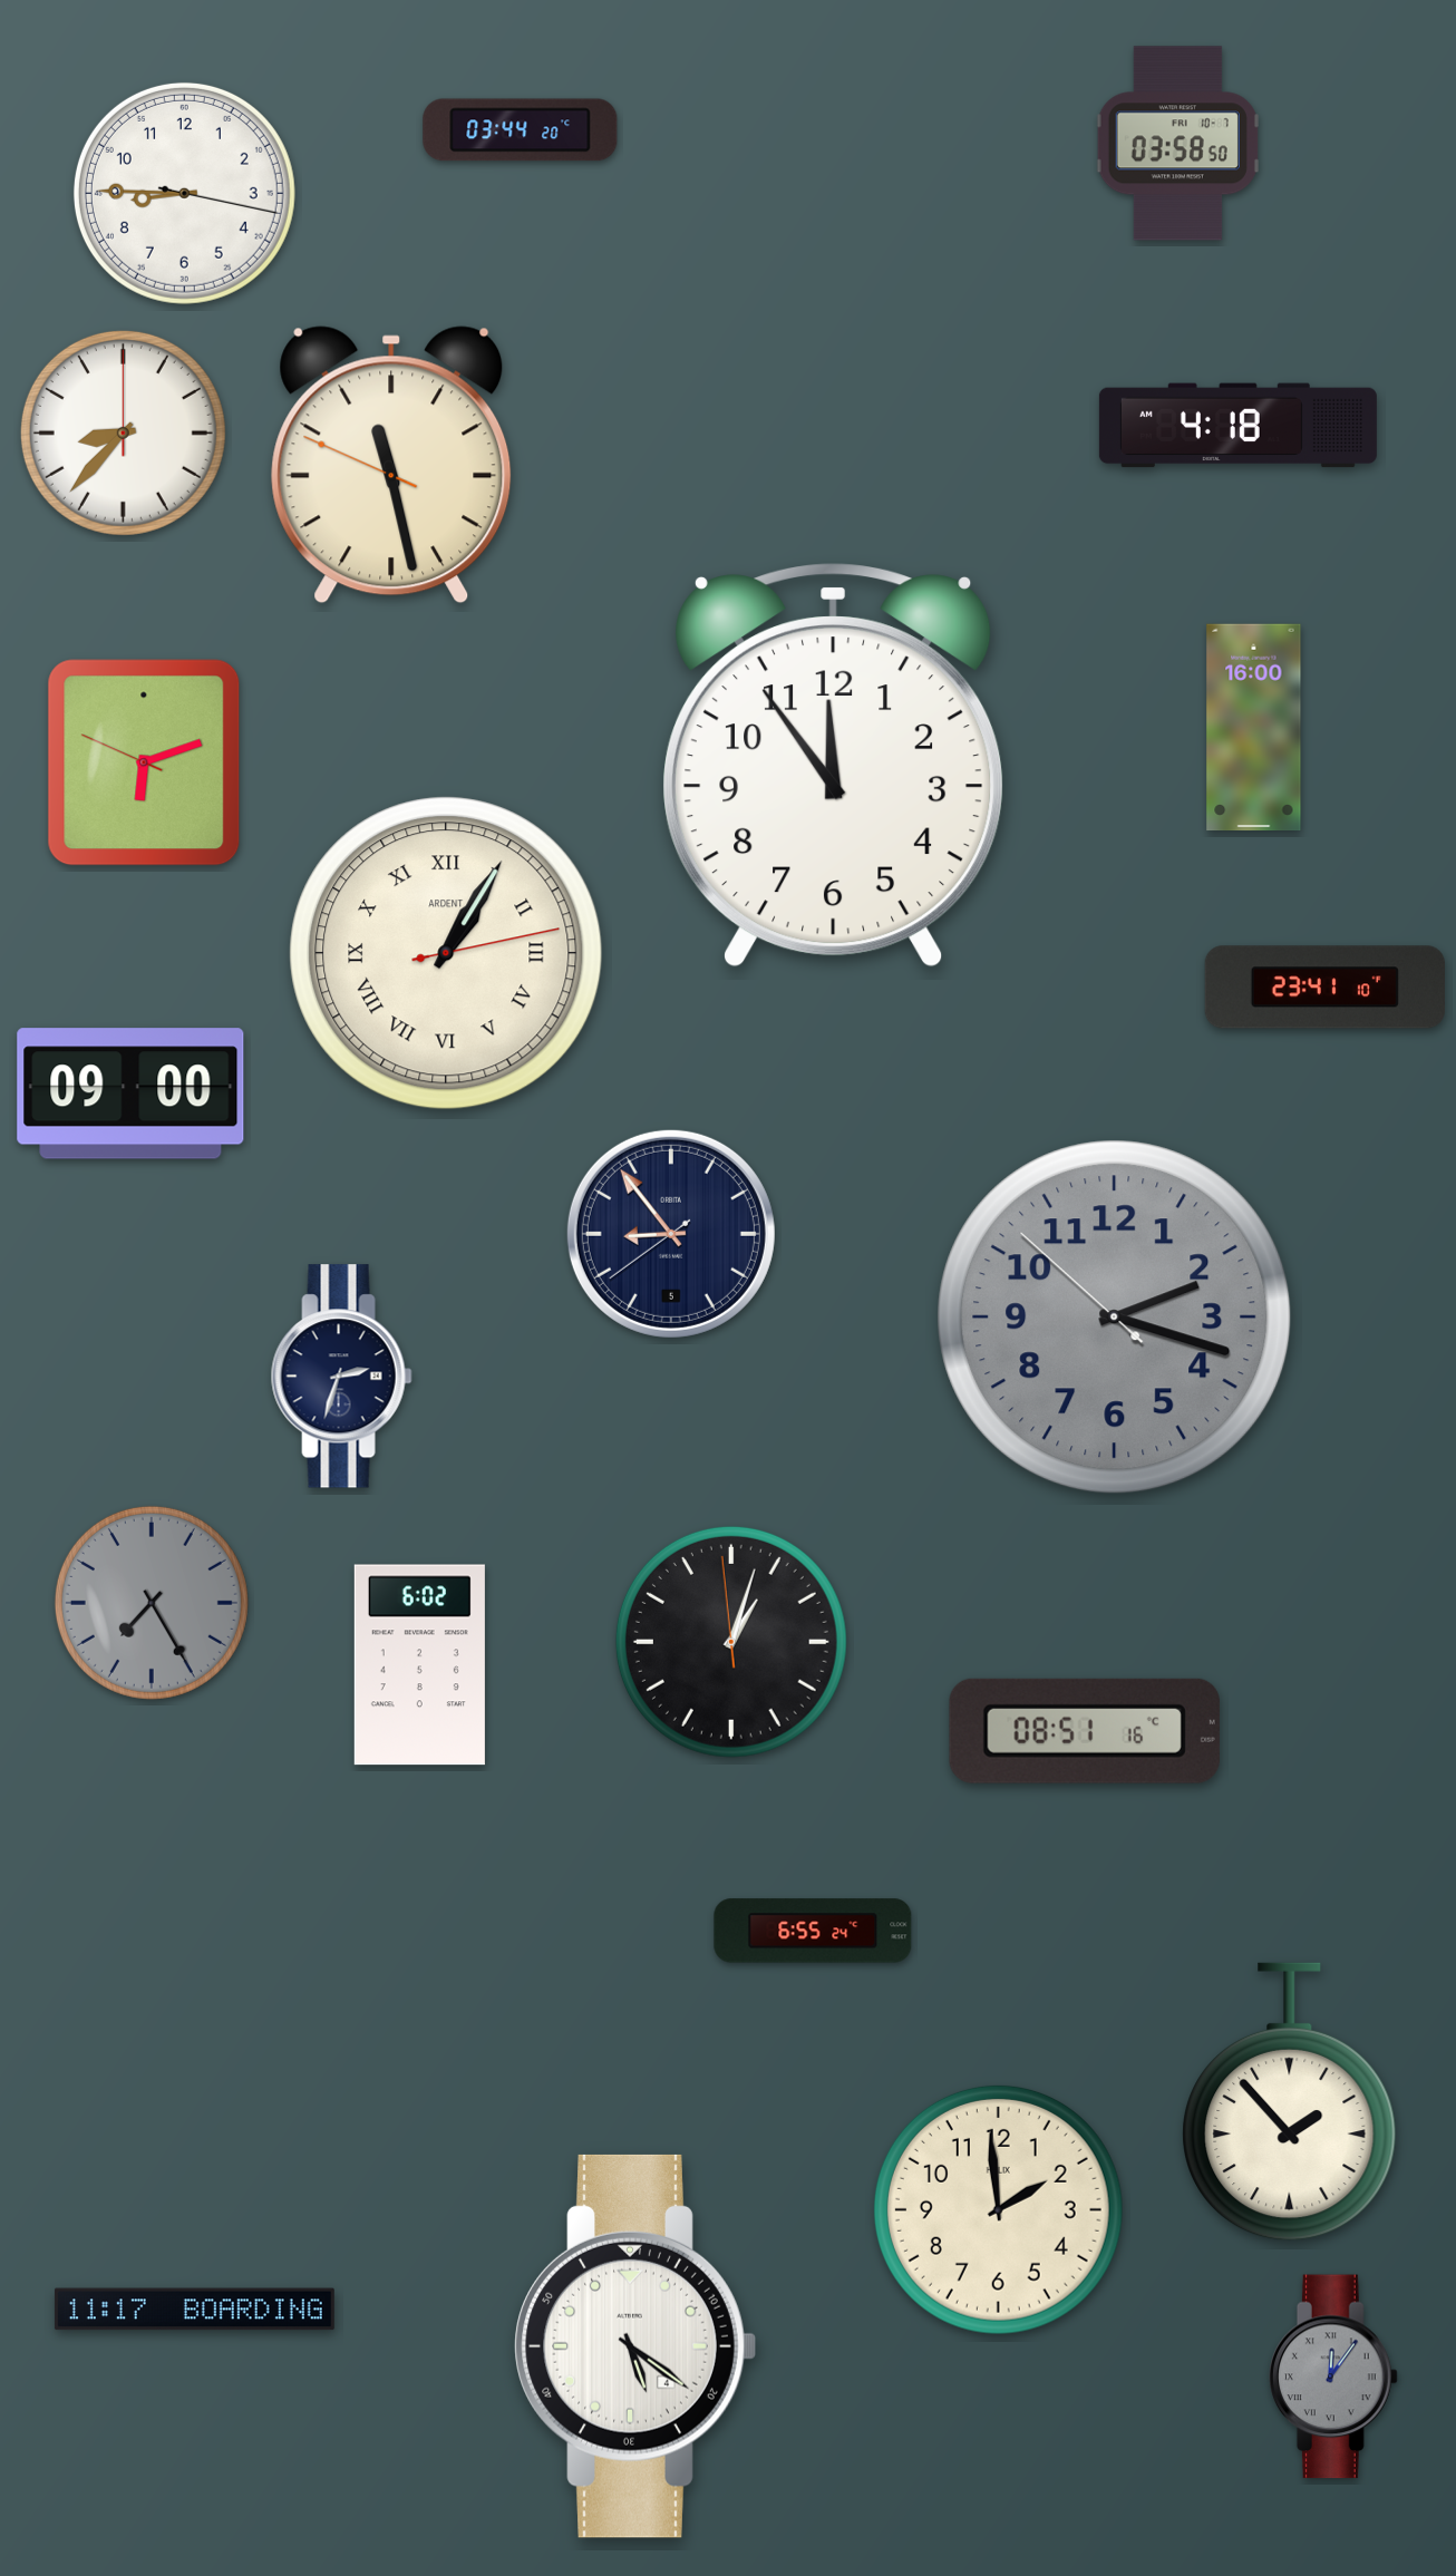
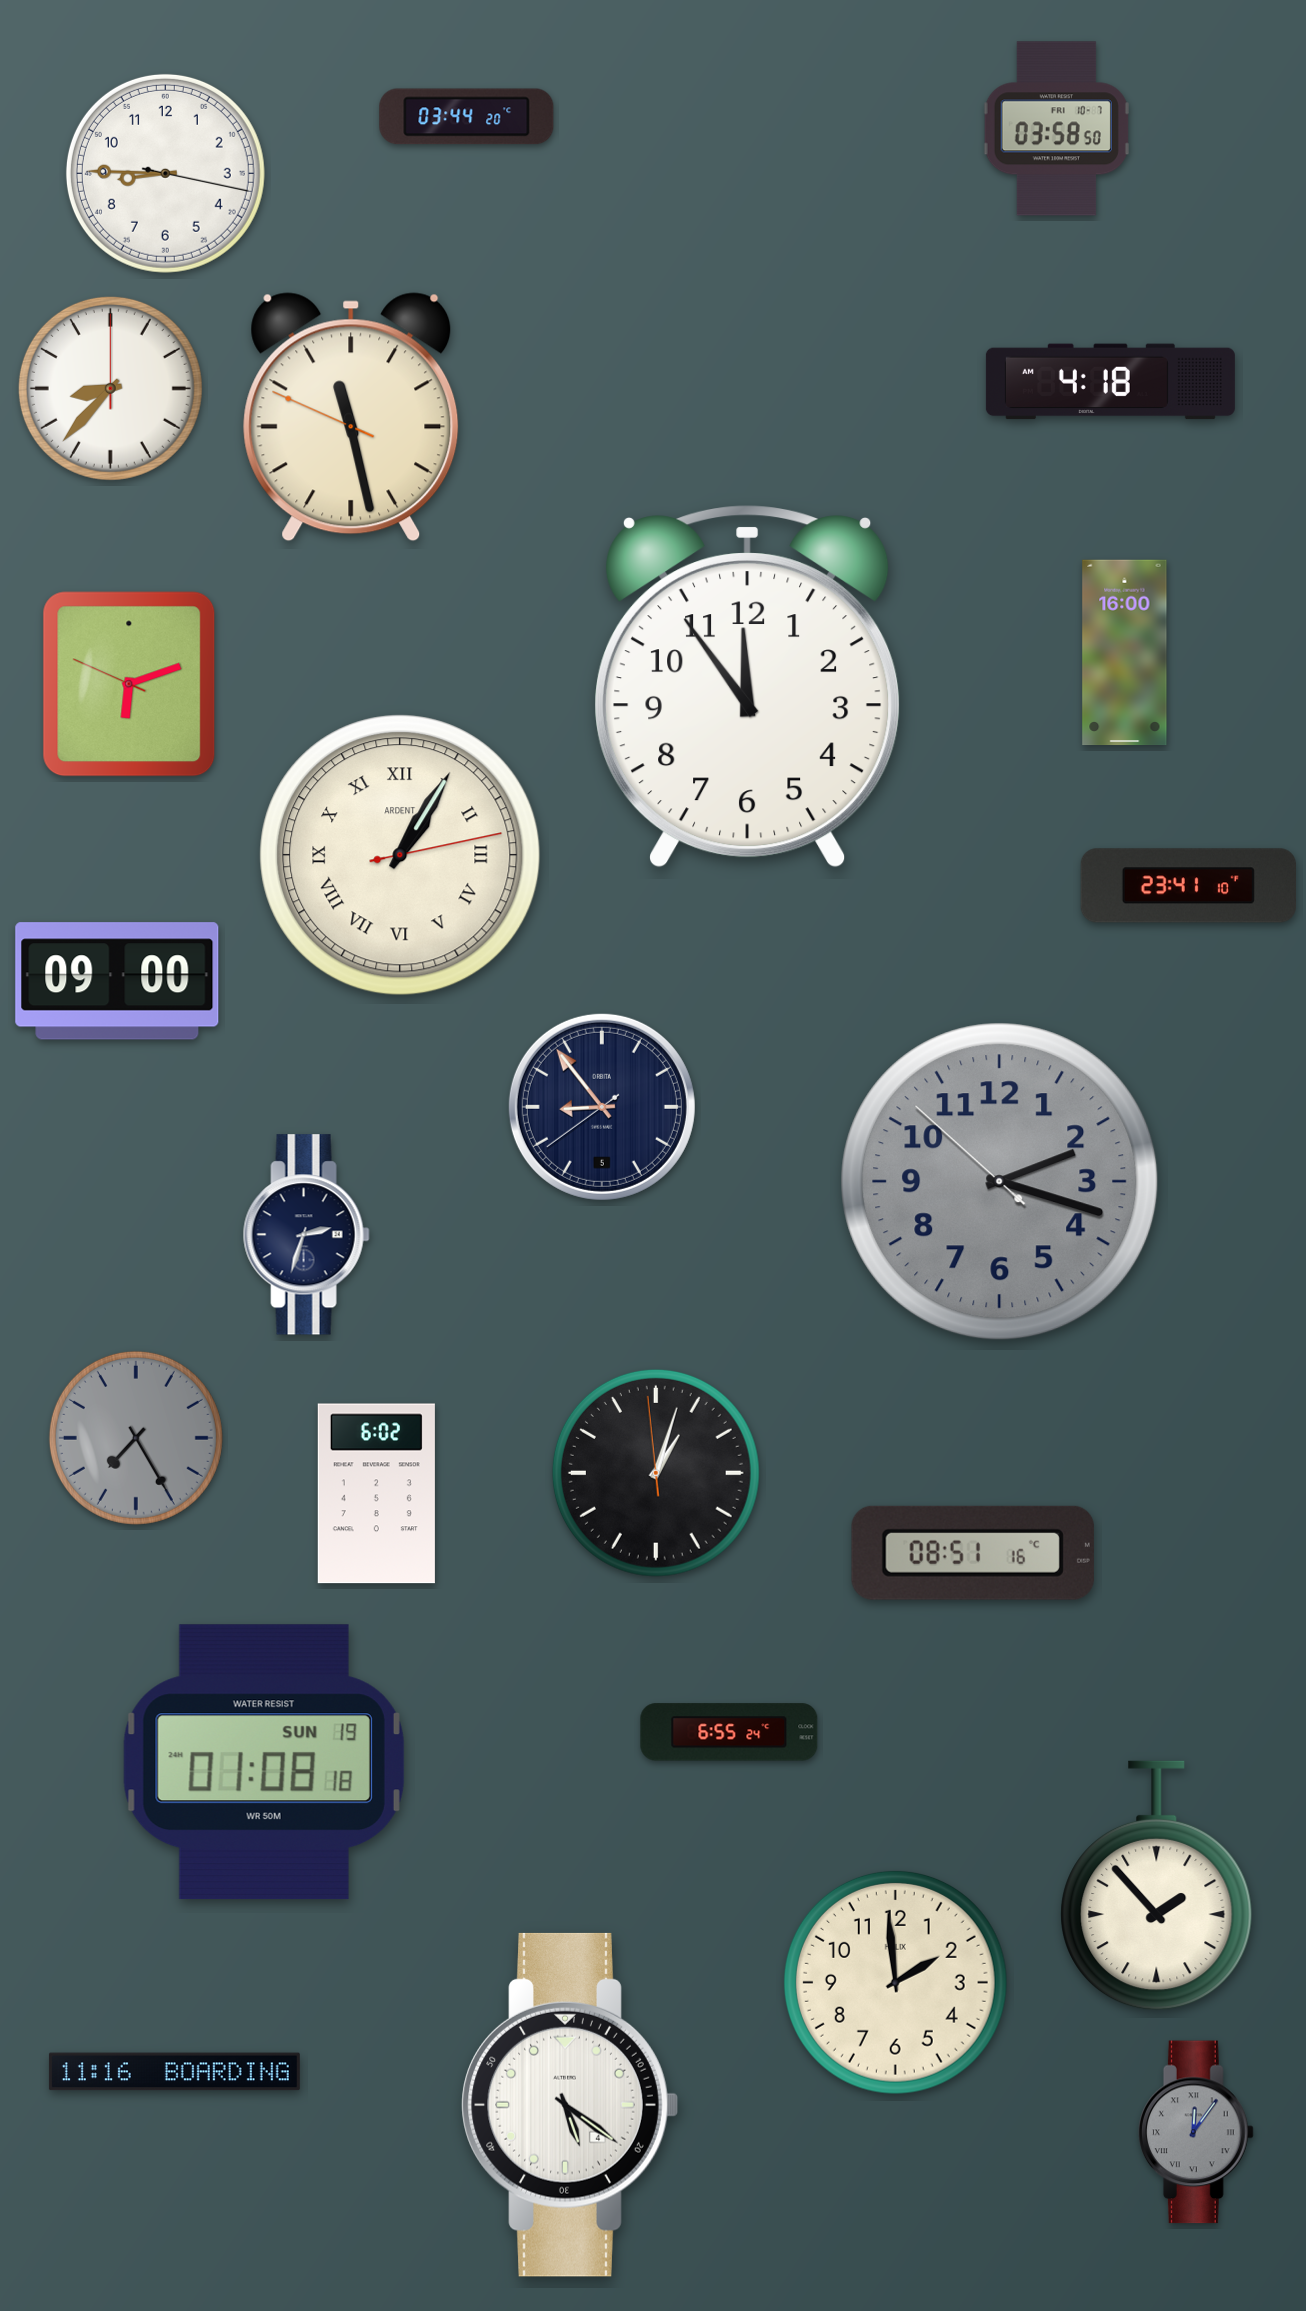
clock at (264, 1762): none -> 01:08
clock at (194, 2310): 11:17 -> 11:16
